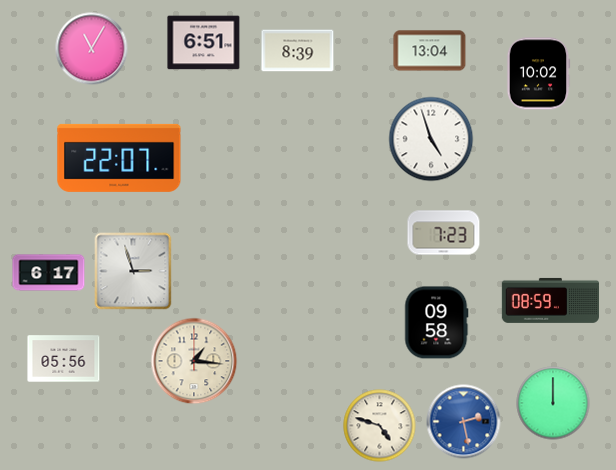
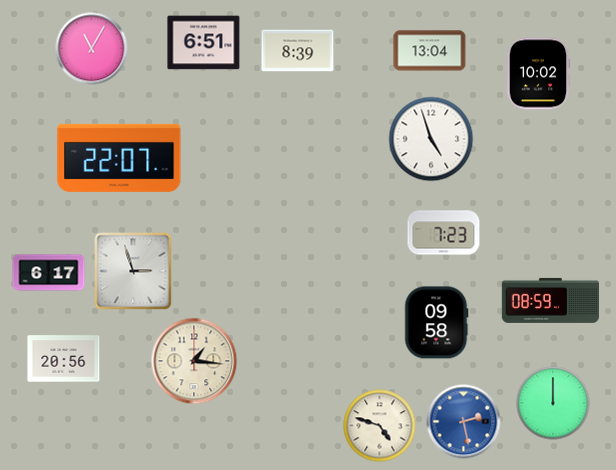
clock at (64, 359): 05:56 -> 20:56
